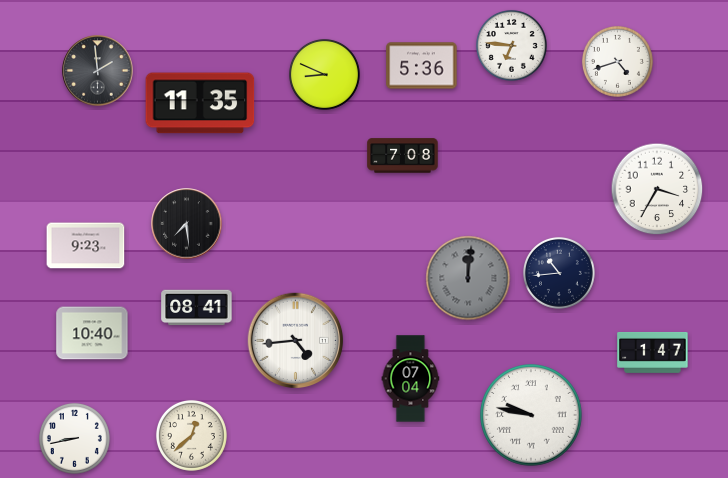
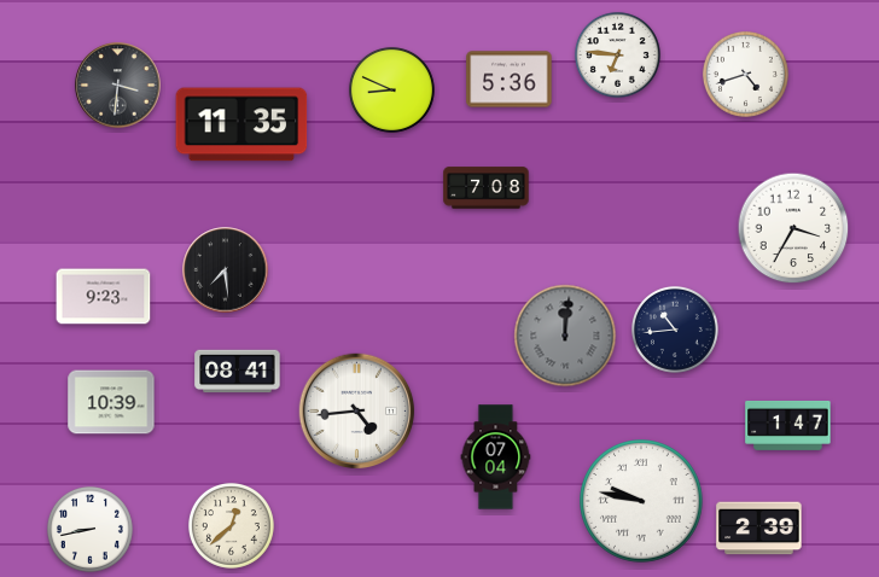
clock at (98, 71): 1:59 -> 3:31
clock at (92, 333): 10:40 -> 10:39
clock at (759, 529): none -> 2:39
